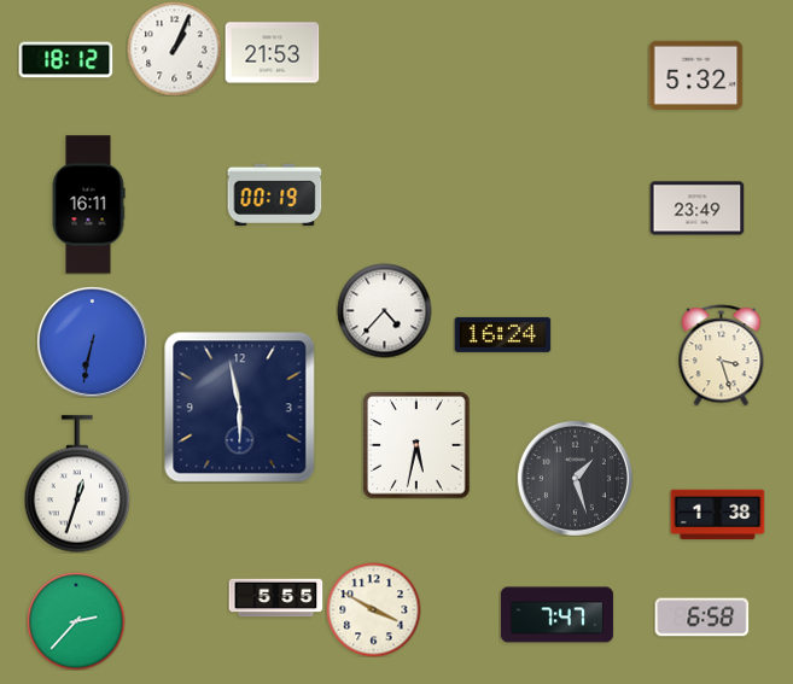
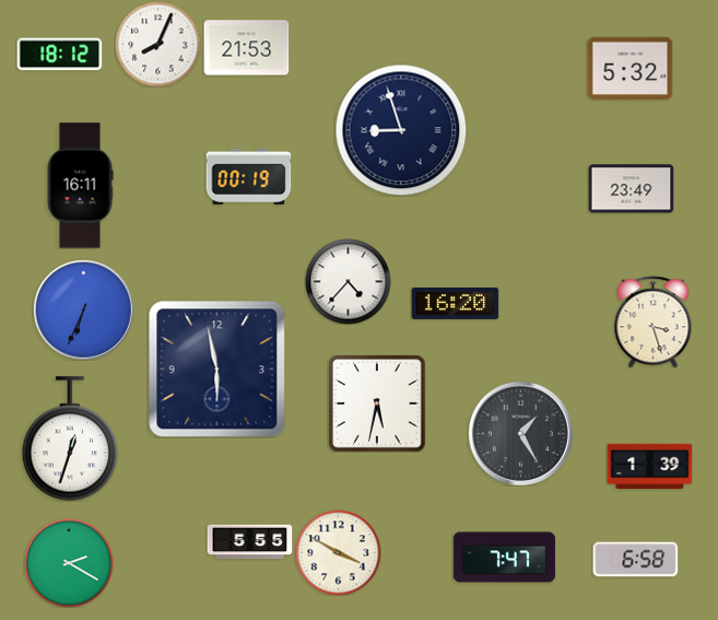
clock at (174, 48): 1:04 -> 8:04
clock at (401, 130): none -> 8:57
clock at (502, 334): 16:24 -> 16:20
clock at (93, 343): 6:32 -> 6:34
clock at (575, 478): 1:27 -> 1:25
clock at (717, 515): 1:38 -> 1:39
clock at (76, 621): 2:37 -> 2:20
